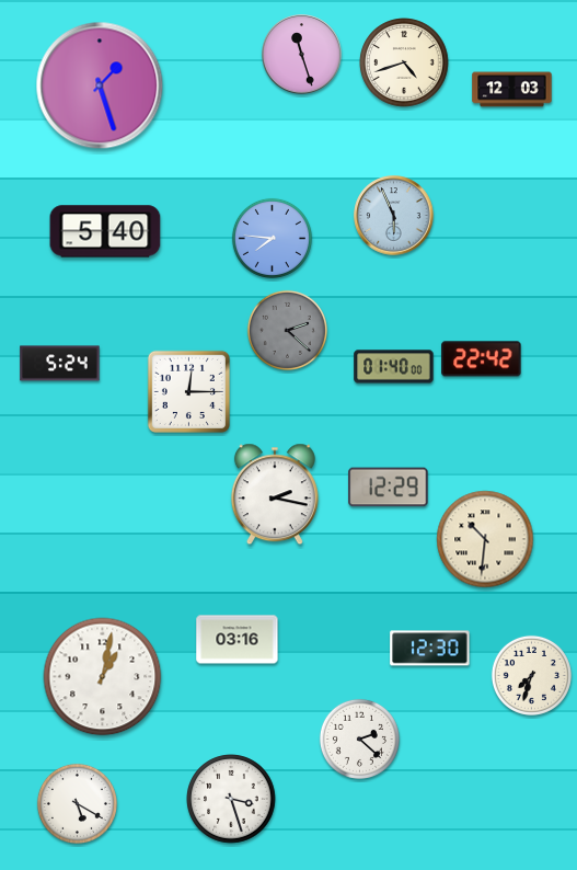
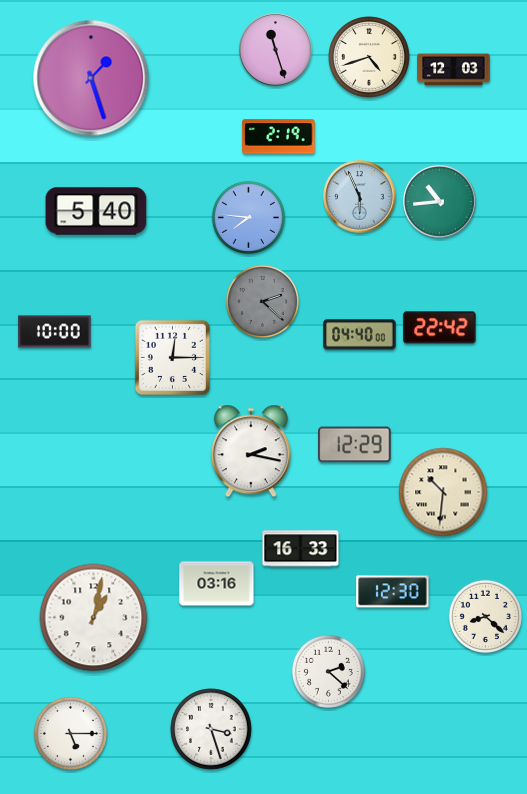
clock at (512, 90) position: (512, 90) -> (454, 70)
clock at (279, 137): none -> 2:19
clock at (440, 202): none -> 10:44
clock at (60, 364): 5:24 -> 10:00
clock at (394, 367): 01:40 -> 04:40
clock at (301, 549): none -> 16:33
clock at (531, 675): 7:33 -> 8:22
clock at (359, 739) position: (359, 739) -> (328, 671)
clock at (77, 803): 5:20 -> 5:15
